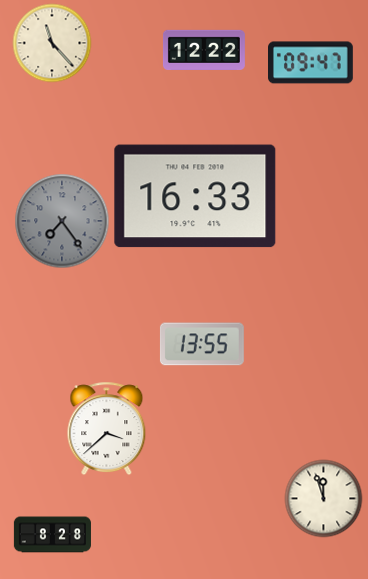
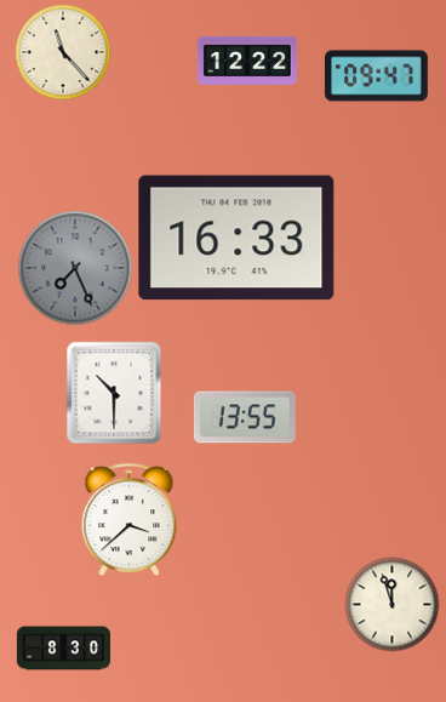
clock at (62, 221): 7:24 -> 7:26
clock at (114, 393): none -> 10:30
clock at (52, 535): 8:28 -> 8:30
